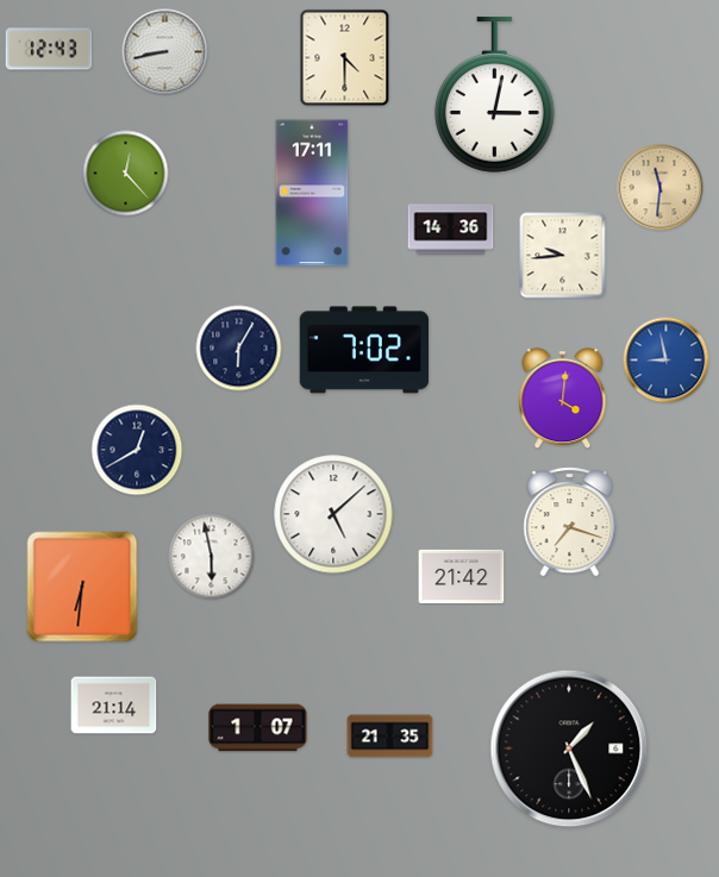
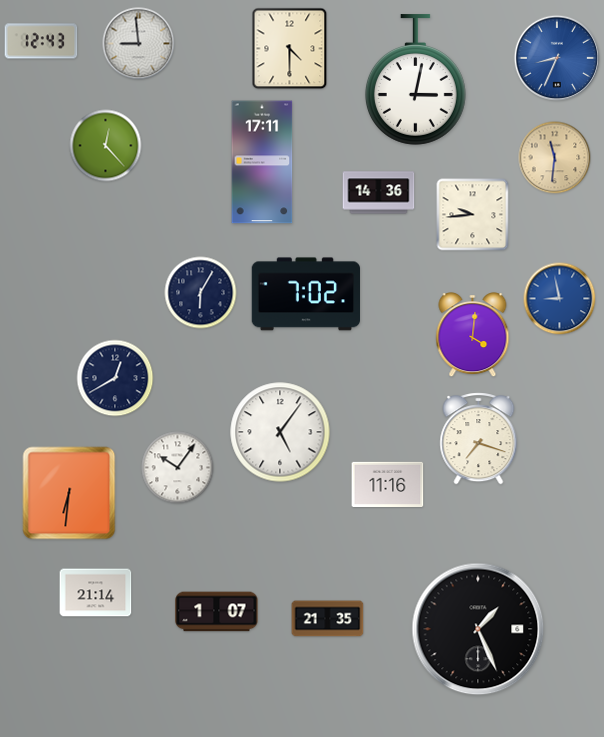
clock at (165, 52): 8:43 -> 8:59
clock at (556, 57): none -> 8:34
clock at (667, 361) position: (667, 361) -> (560, 299)
clock at (333, 514): 5:08 -> 5:06
clock at (212, 557): 5:58 -> 10:06
clock at (462, 576): 21:42 -> 11:16
